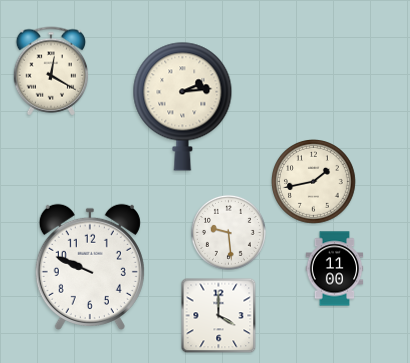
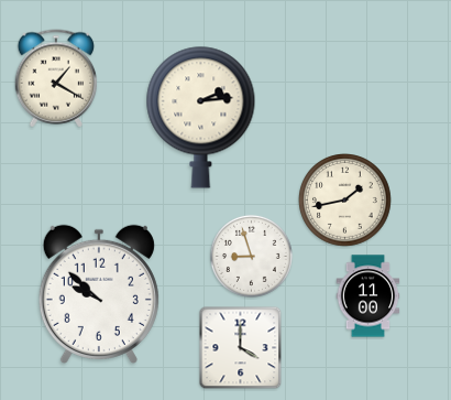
clock at (51, 71): 12:20 -> 1:20
clock at (228, 232): 9:29 -> 8:57
clock at (90, 267): 9:49 -> 9:52
